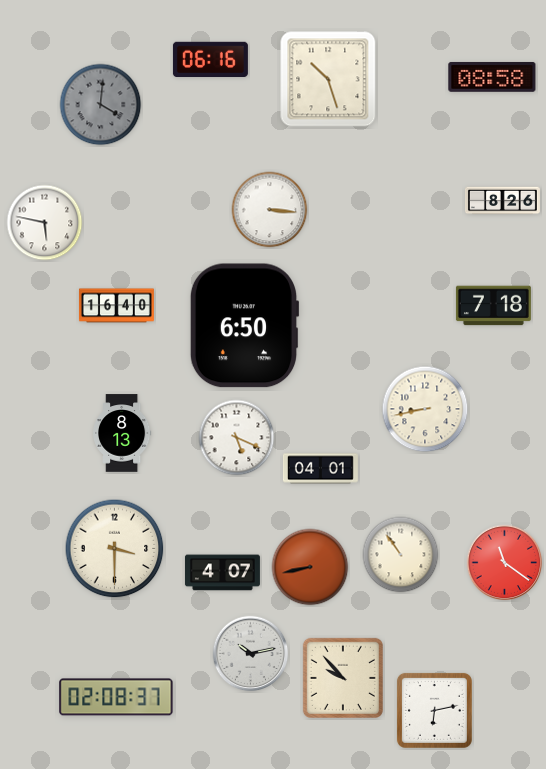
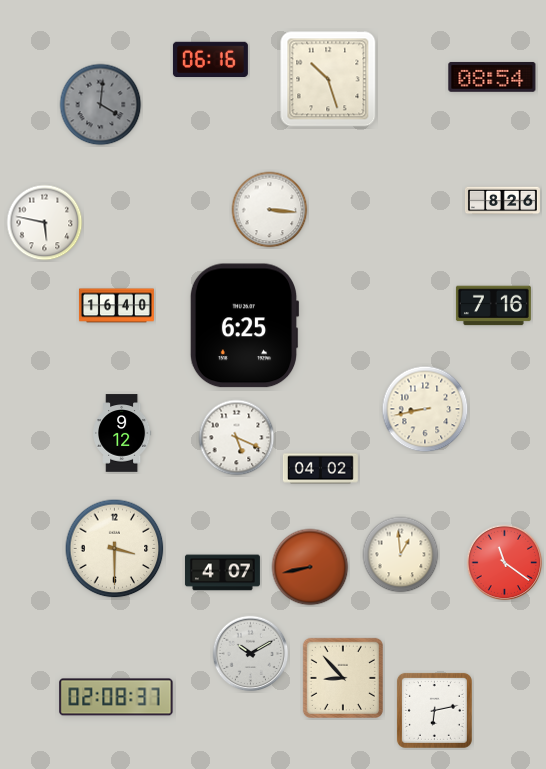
clock at (492, 77): 08:58 -> 08:54
clock at (493, 306): 7:18 -> 7:16
clock at (244, 326): 6:50 -> 6:25
clock at (123, 433): 8:13 -> 9:12
clock at (320, 469): 04:01 -> 04:02
clock at (401, 555): 10:54 -> 12:59
clock at (251, 654): 10:13 -> 10:10
clock at (343, 678): 9:53 -> 8:53
